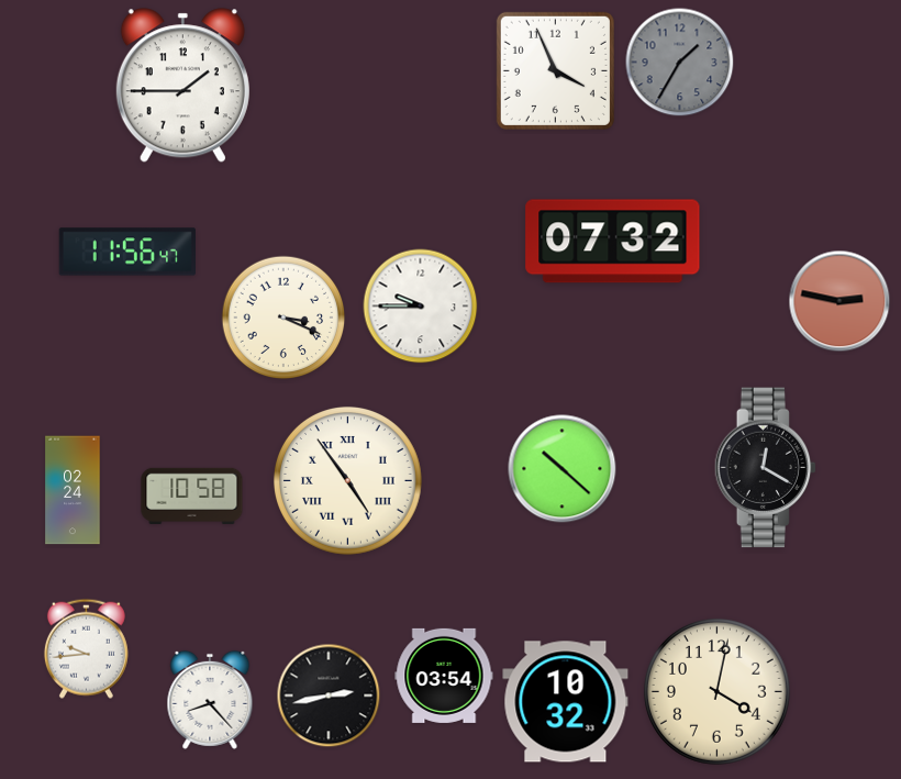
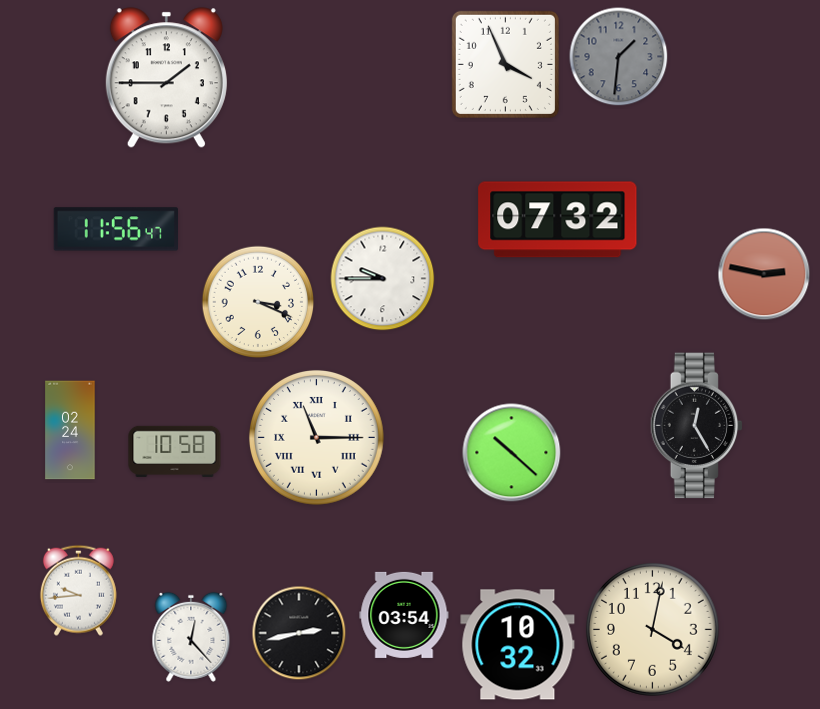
clock at (680, 63): 1:35 -> 1:31
clock at (283, 318) position: (283, 318) -> (258, 302)
clock at (766, 468): 12:20 -> 12:25
clock at (563, 469) position: (563, 469) -> (512, 453)
clock at (347, 480): 4:54 -> 11:15
clock at (73, 490) position: (73, 490) -> (70, 430)
clock at (210, 700): 8:23 -> 12:23
clock at (566, 702) position: (566, 702) -> (518, 645)
